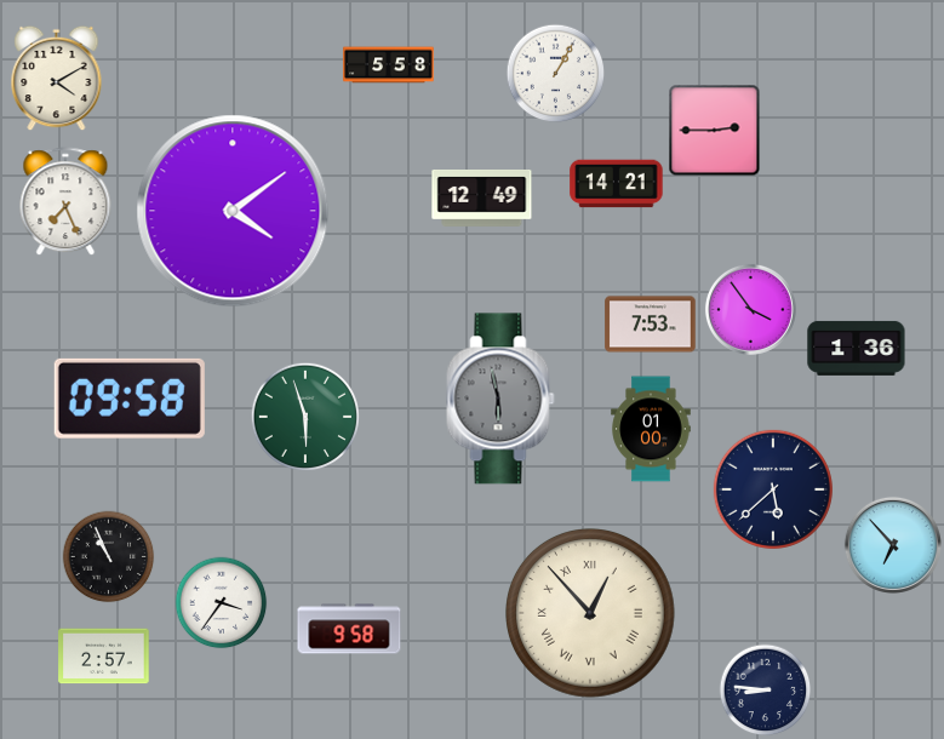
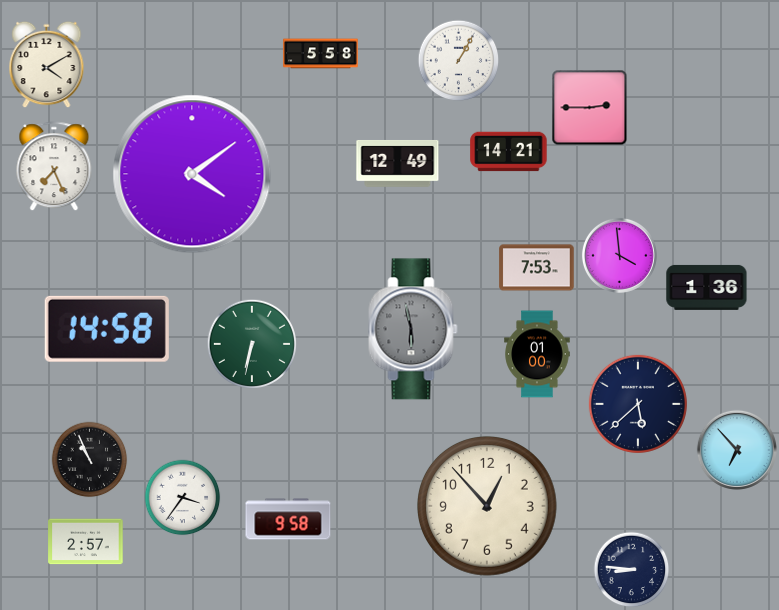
clock at (750, 309): 3:54 -> 3:59
clock at (130, 399): 09:58 -> 14:58
clock at (304, 416): 5:57 -> 6:32
clock at (591, 614) numerals: Roman -> Arabic
